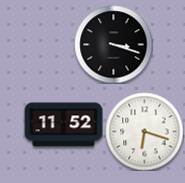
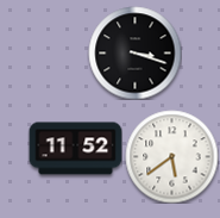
clock at (144, 131): 6:18 -> 5:39
